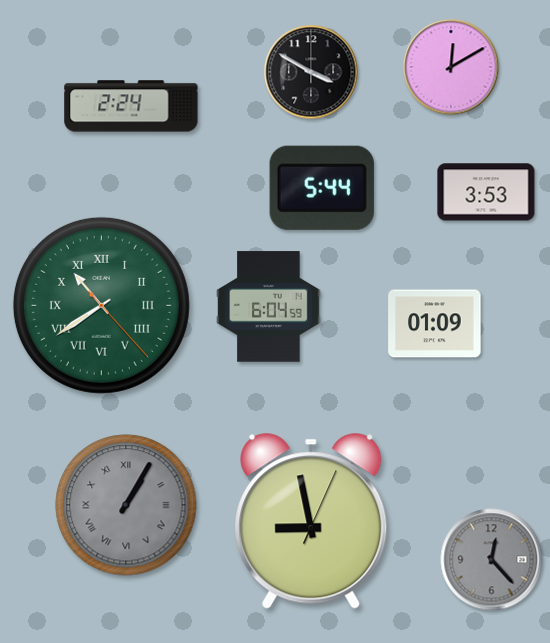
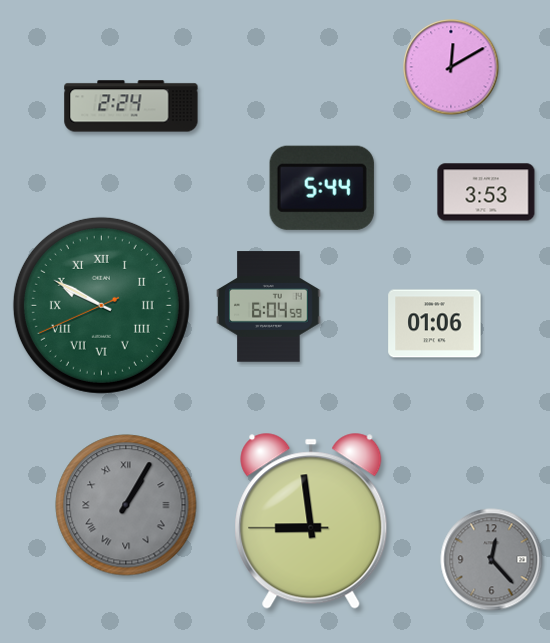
clock at (311, 72): 3:50 -> none
clock at (101, 305): 10:39 -> 9:49
clock at (435, 324): 01:09 -> 01:06
clock at (311, 521): 8:58:04 -> 8:58:45
